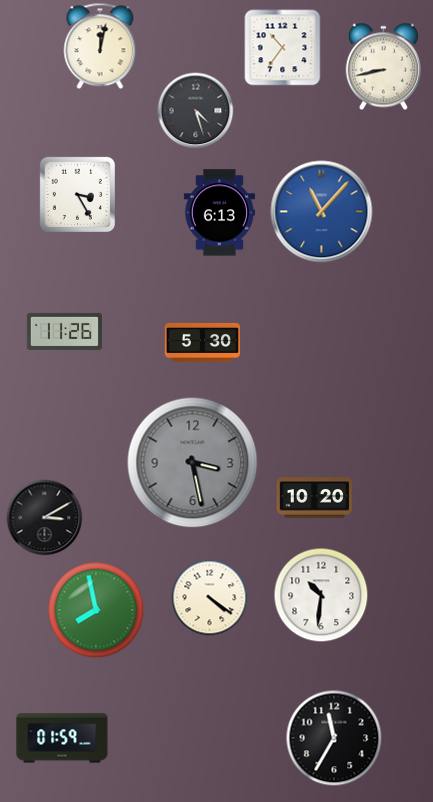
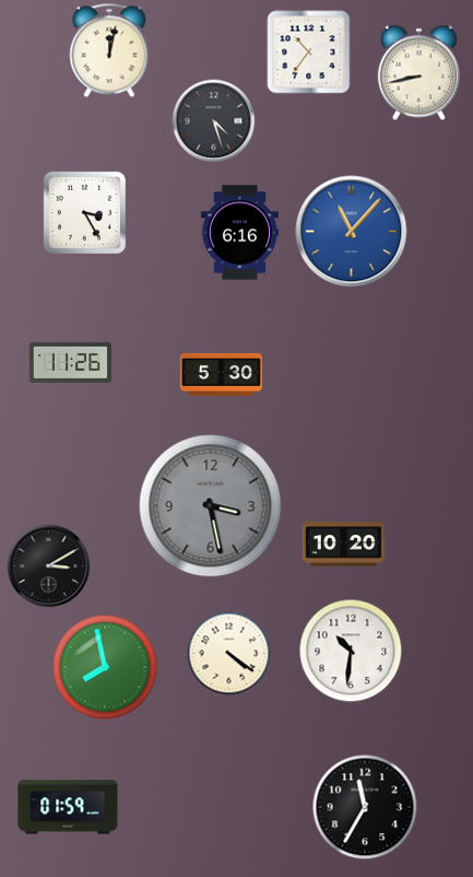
clock at (219, 213): 6:13 -> 6:16
